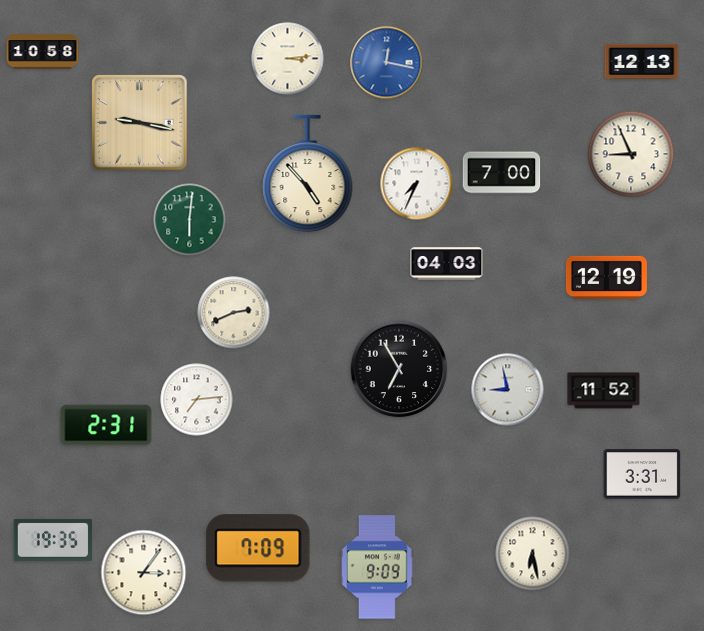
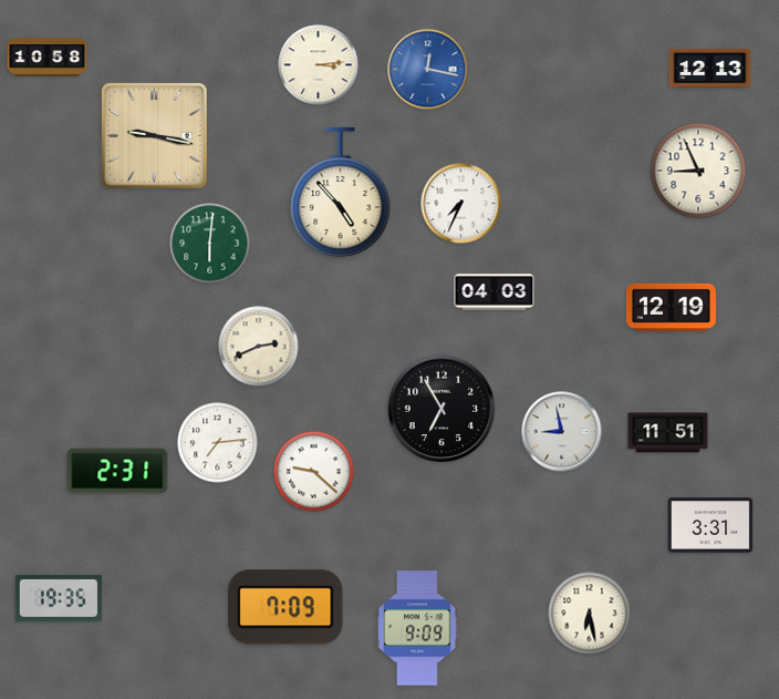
clock at (502, 173): 7:00 -> none
clock at (604, 391): 11:52 -> 11:51
clock at (314, 472): none -> 9:22
clock at (144, 573): 3:06 -> none
